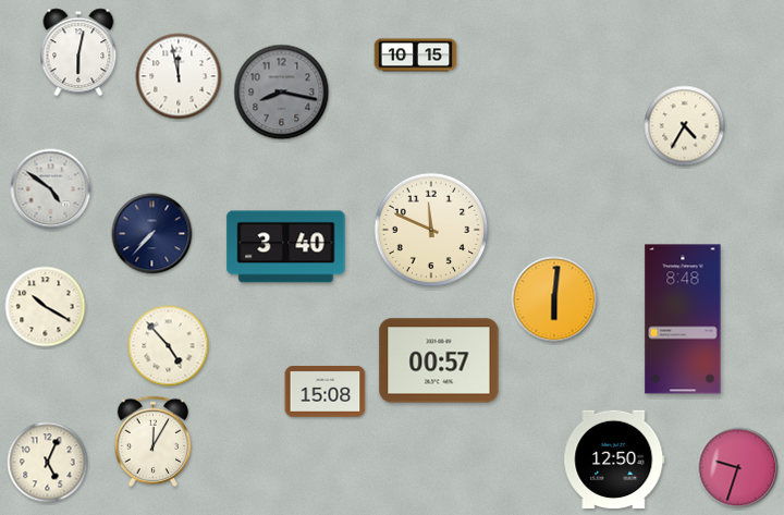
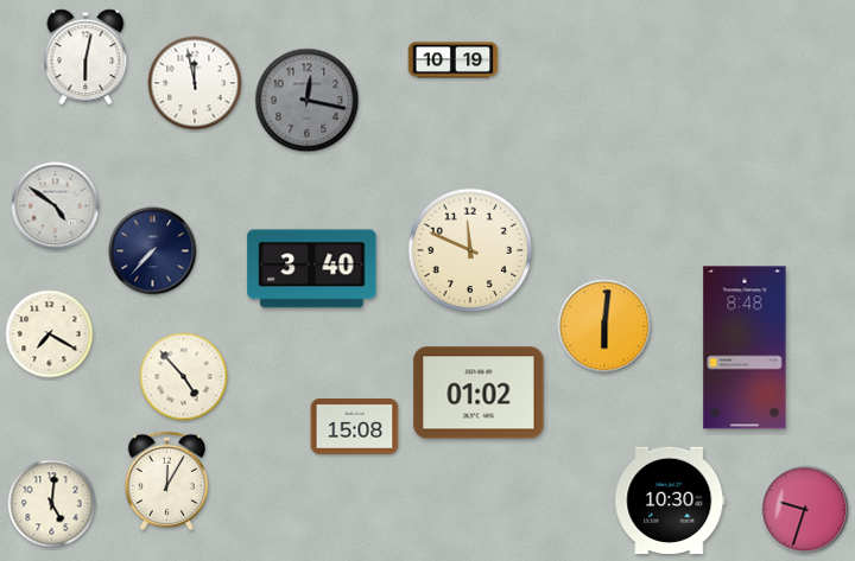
clock at (416, 56): 10:15 -> 10:19
clock at (282, 93): 8:17 -> 12:17
clock at (685, 126): 4:35 -> none
clock at (152, 234) position: (152, 234) -> (153, 251)
clock at (46, 307): 10:20 -> 7:20
clock at (439, 360): 00:57 -> 01:02
clock at (614, 459): 12:50 -> 10:30
clock at (48, 463): 5:04 -> 5:01
